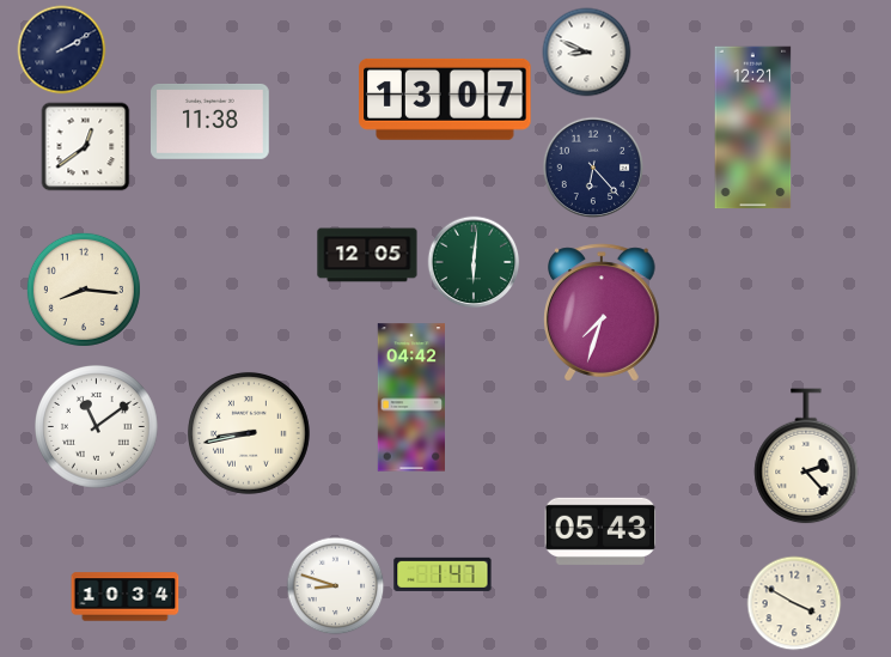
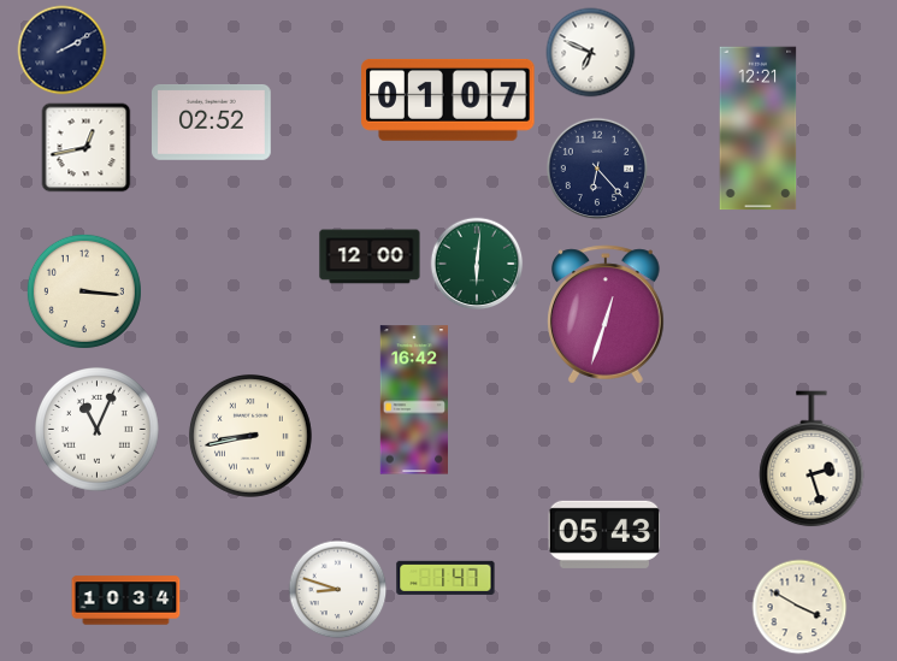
clock at (587, 53): 8:49 -> 6:49
clock at (445, 99): 13:07 -> 01:07
clock at (210, 121): 11:38 -> 02:52
clock at (86, 147): 12:39 -> 12:43
clock at (367, 255): 12:05 -> 12:00
clock at (84, 290): 8:16 -> 3:16
clock at (603, 312): 7:33 -> 12:33
clock at (410, 397): 04:42 -> 16:42
clock at (97, 427): 11:09 -> 11:04
clock at (806, 457): 2:23 -> 2:27
